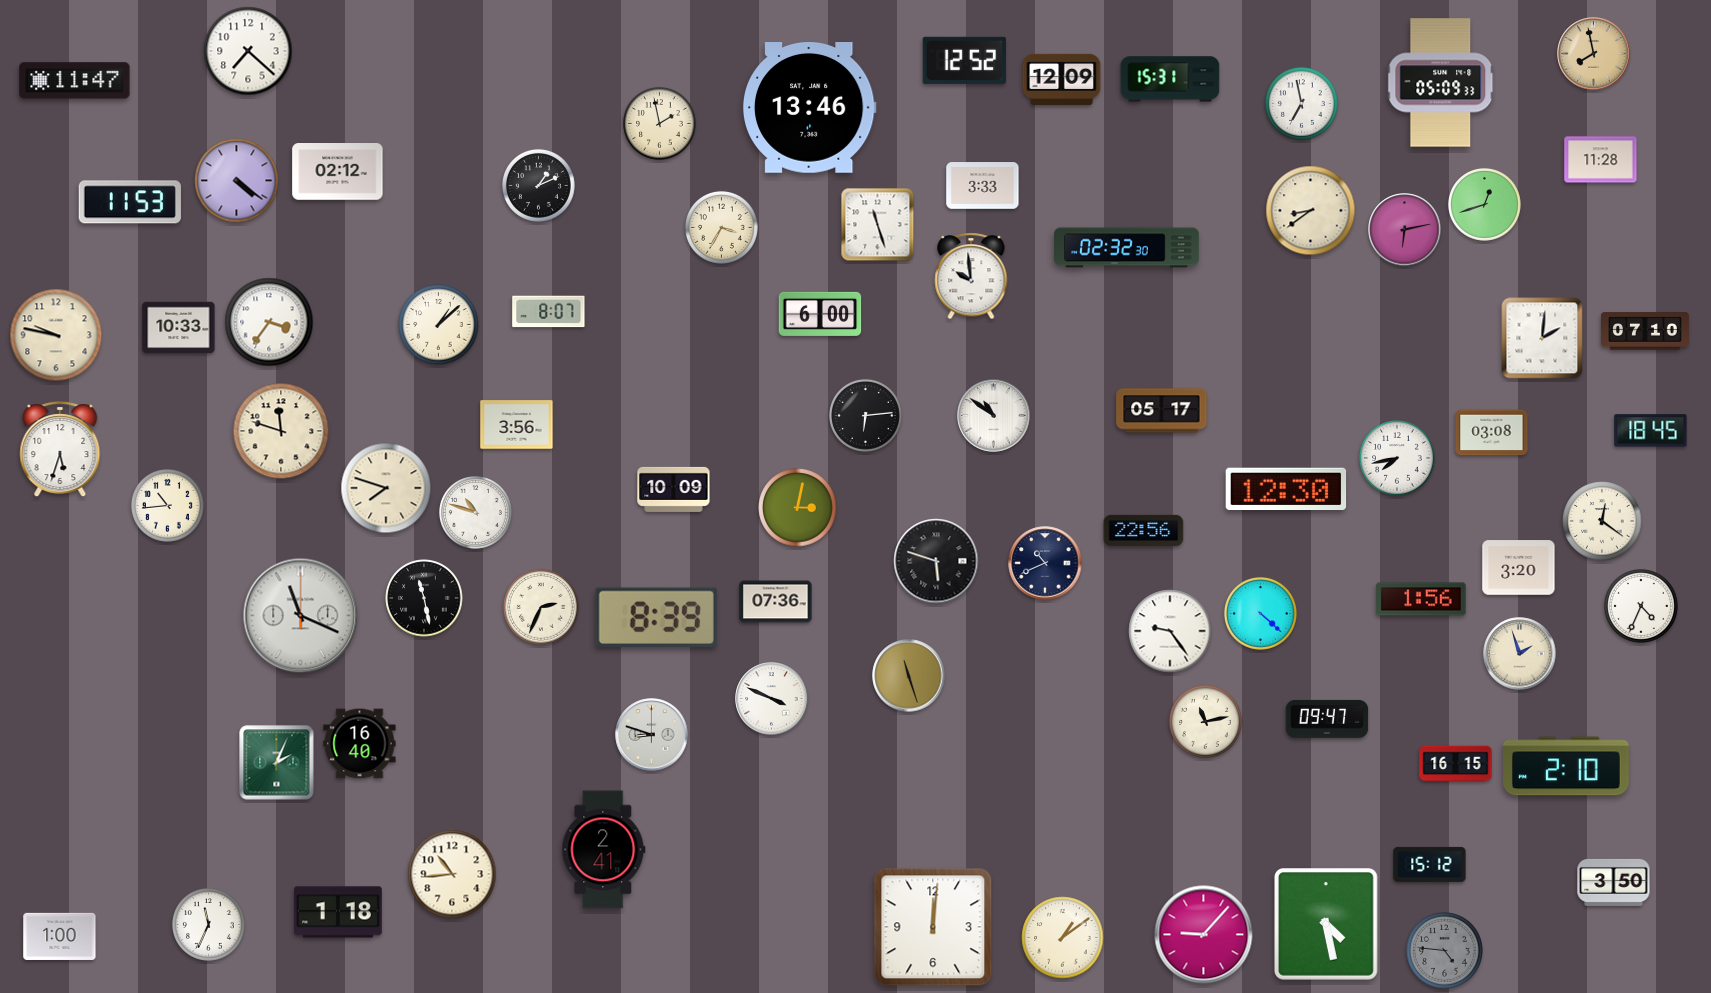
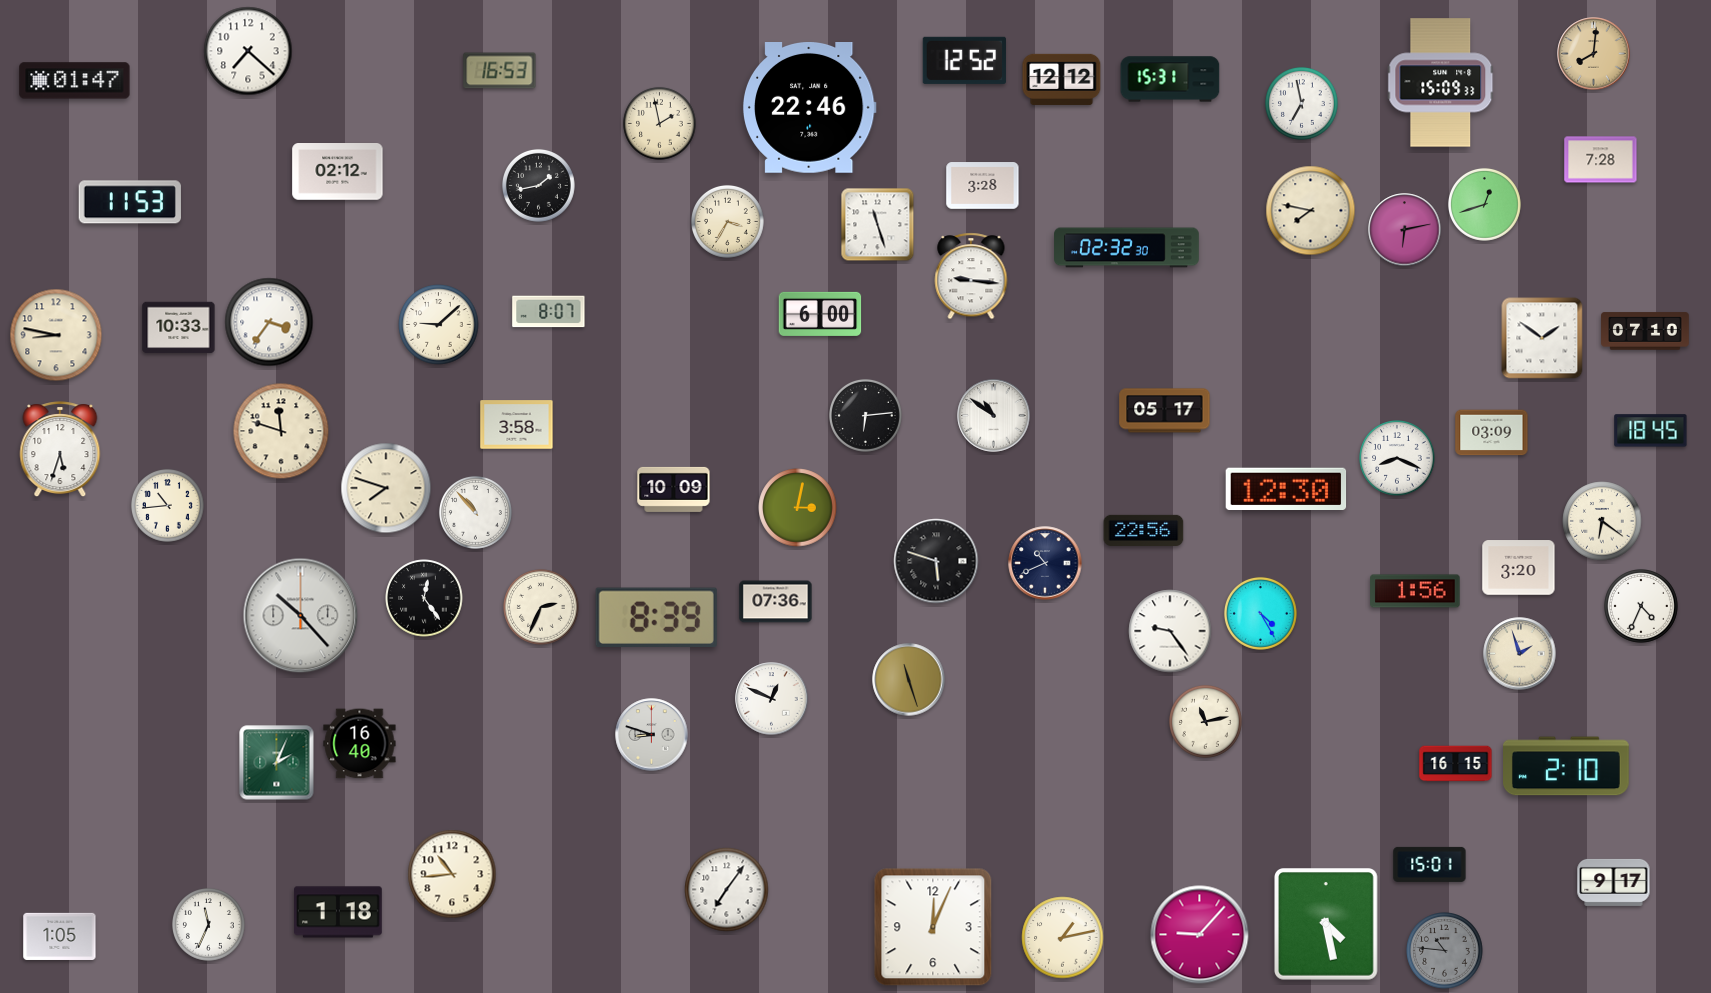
clock at (1594, 54): 7:58 -> 8:01
clock at (500, 71): none -> 16:53
clock at (1062, 79): 12:09 -> 12:12
clock at (75, 81): 11:47 -> 01:47
clock at (1441, 83): 05:09 -> 15:09
clock at (809, 108): 13:46 -> 22:46
clock at (1601, 160): 11:28 -> 7:28
clock at (237, 181): 4:21 -> none
clock at (538, 185): 1:11 -> 1:43
clock at (983, 186): 3:33 -> 3:28
clock at (1311, 211): 8:39 -> 7:47
clock at (721, 227) position: (721, 227) -> (727, 221)
clock at (971, 276): 9:59 -> 9:16
clock at (439, 325): 1:08 -> 9:08
clock at (56, 335): 9:47 -> 8:47
clock at (1542, 338): 2:01 -> 1:51
clock at (1162, 411) position: (1162, 411) -> (1165, 411)
clock at (517, 425): 3:56 -> 3:58
clock at (1492, 433): 03:08 -> 03:09
clock at (1397, 458): 7:43 -> 8:19
clock at (475, 512): 10:48 -> 10:53
clock at (1602, 521): 12:21 -> 6:21
clock at (424, 598): 11:28 -> 12:24
clock at (1421, 599) position: (1421, 599) -> (1415, 591)
clock at (1260, 613): 4:22 -> 4:25
clock at (301, 616): 11:19 -> 10:23
clock at (909, 676) position: (909, 676) -> (909, 680)
clock at (772, 699): 3:49 -> 12:49
clock at (1327, 719): 09:47 -> none
clock at (604, 850): 2:41 -> none
clock at (1430, 864): 15:12 -> 15:01
clock at (1614, 882): 3:50 -> 9:17
clock at (727, 890): none -> 7:06
clock at (933, 927): 12:01 -> 12:04
clock at (1204, 935) position: (1204, 935) -> (1200, 935)
clock at (60, 936): 1:00 -> 1:05
clock at (1063, 938): 1:09 -> 1:13
clock at (1445, 951): 4:46 -> 10:46
